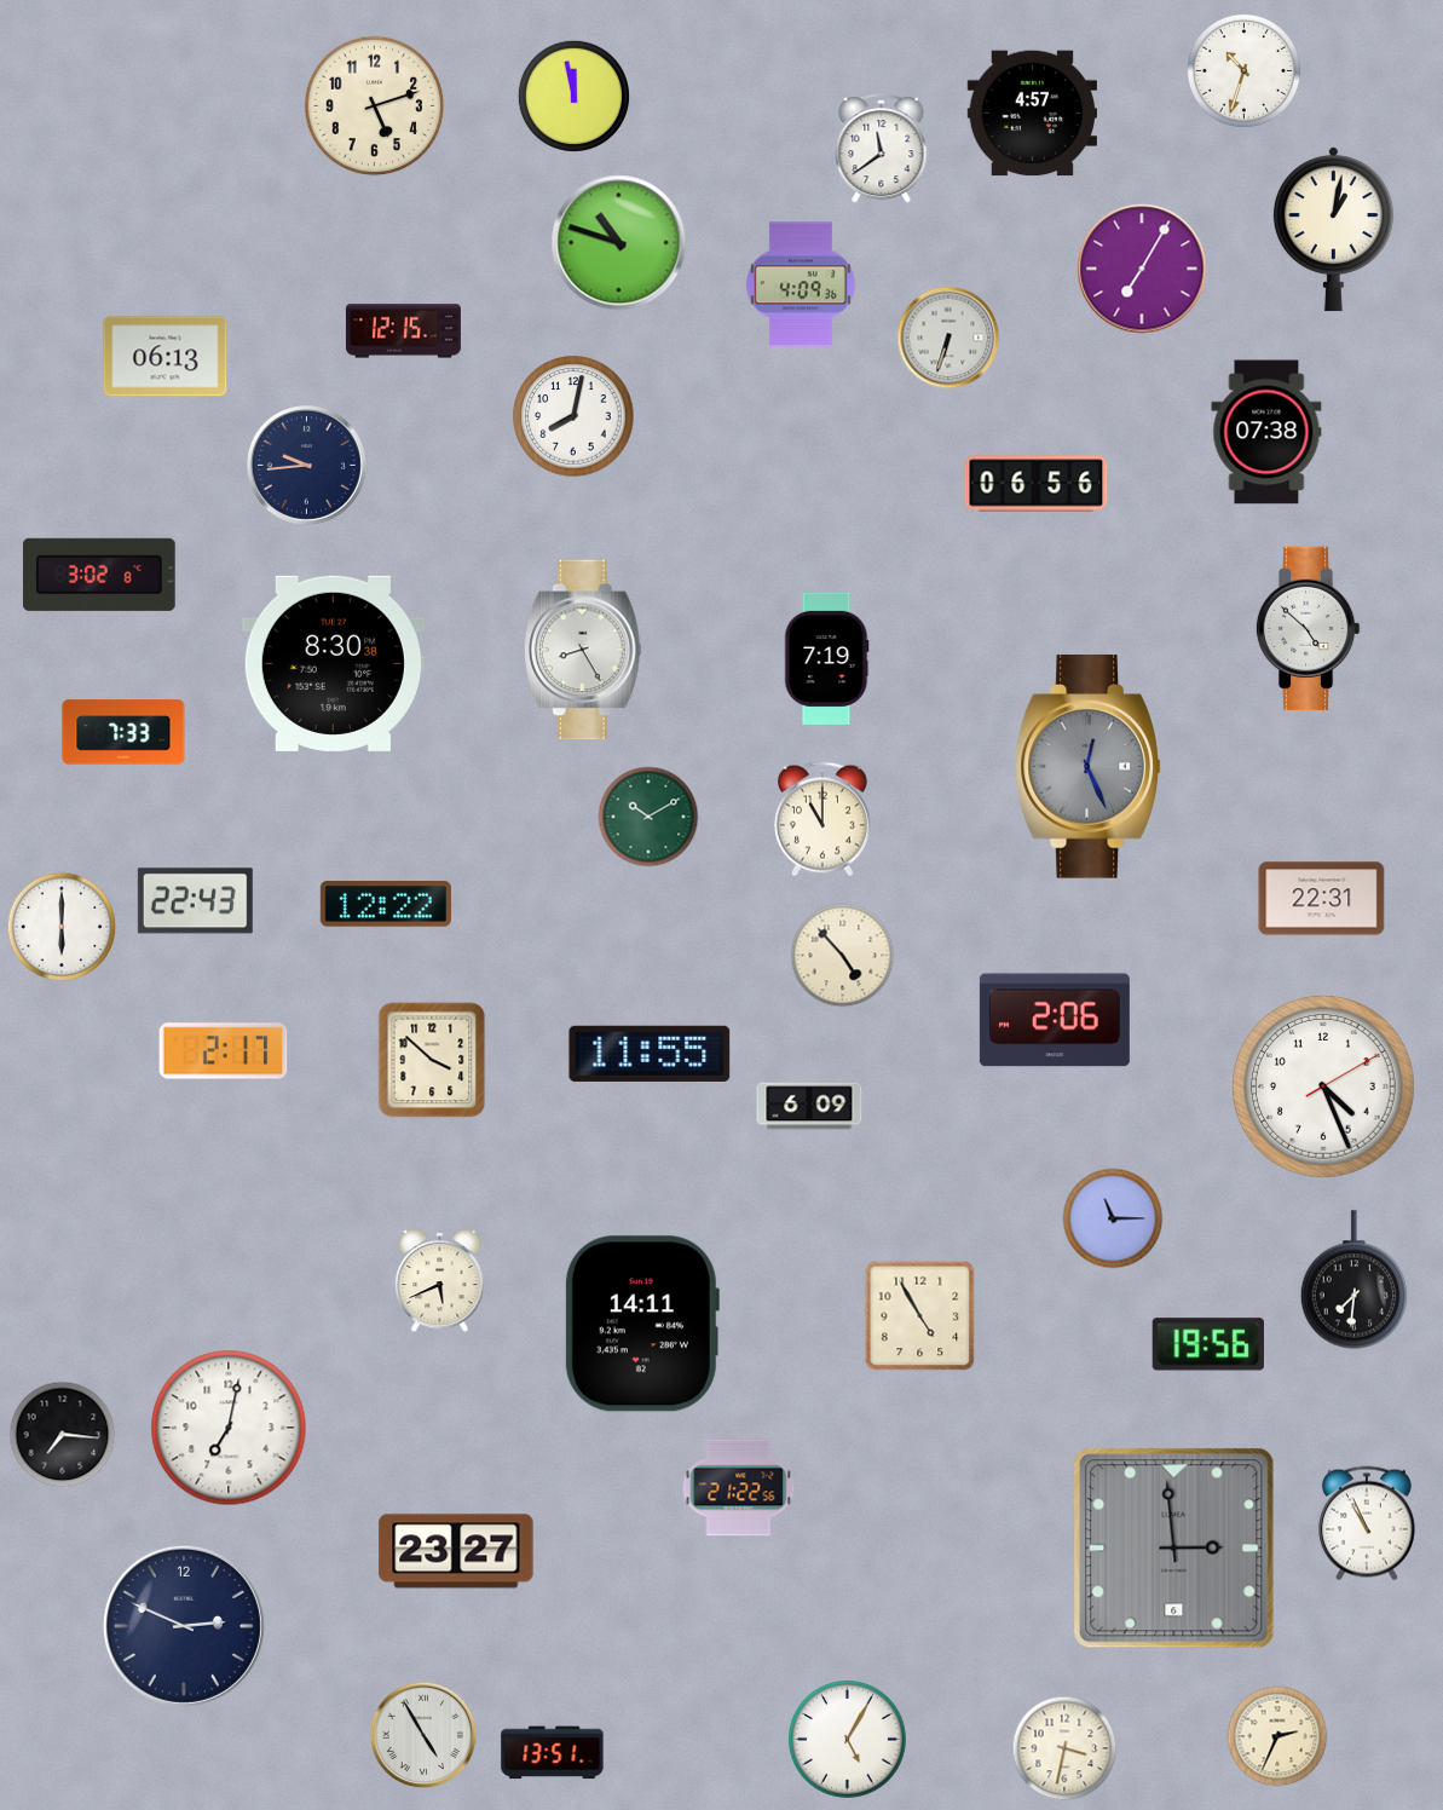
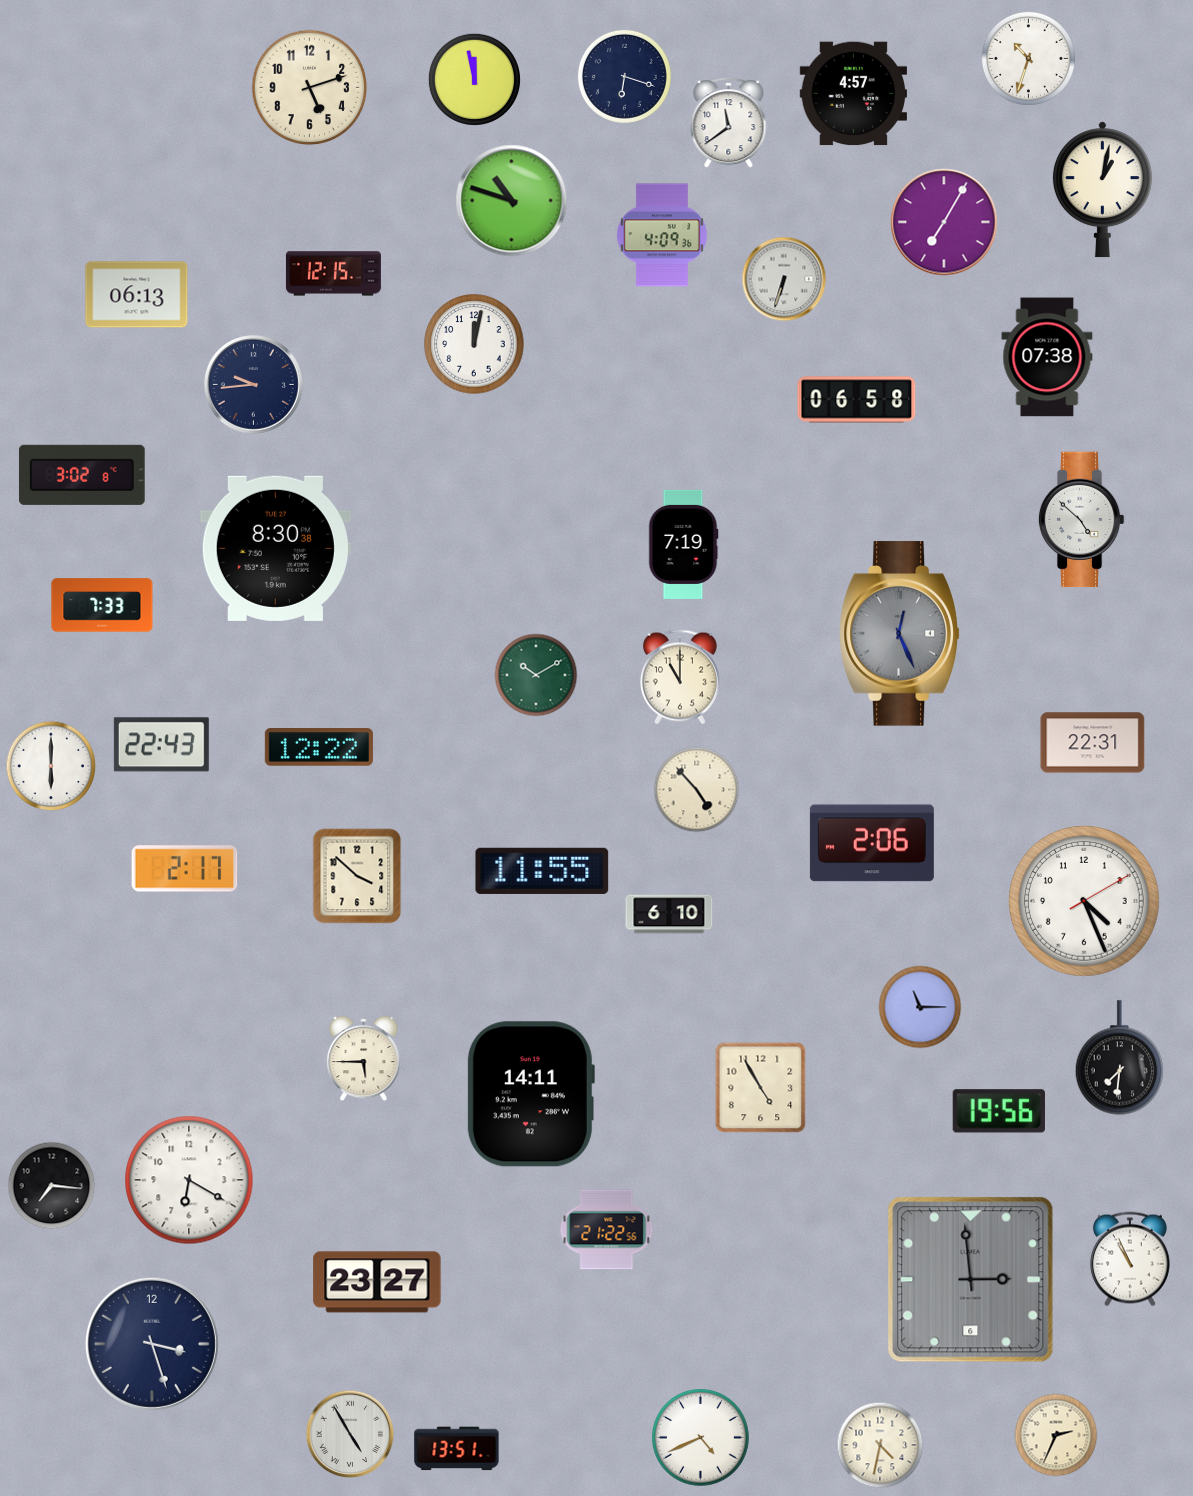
clock at (624, 76): none -> 6:18
clock at (573, 416): 8:02 -> 12:02
clock at (1037, 484): 06:56 -> 06:58
clock at (583, 650): 8:25 -> none
clock at (650, 1054) position: (650, 1054) -> (542, 871)
clock at (1324, 1088) position: (1324, 1088) -> (1085, 902)
clock at (809, 1106): 6:09 -> 6:10
clock at (440, 1281): 5:41 -> 5:45
clock at (229, 1428): 7:02 -> 6:20
clock at (739, 1488) position: (739, 1488) -> (607, 1230)
clock at (184, 1626): 2:49 -> 3:27
clock at (848, 1740): 5:05 -> 4:41
clock at (1064, 1748): 3:32 -> 4:32
